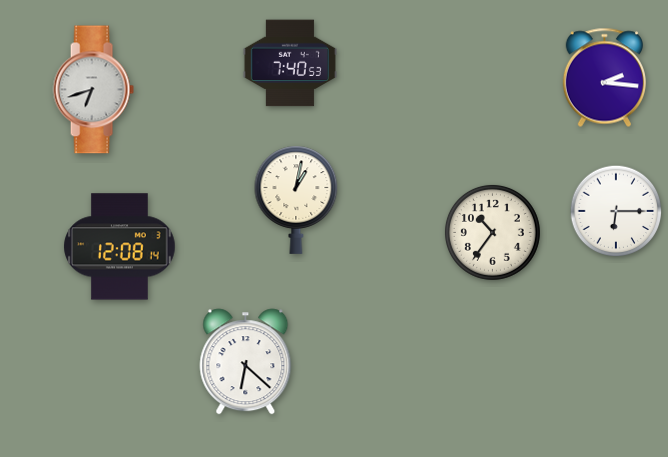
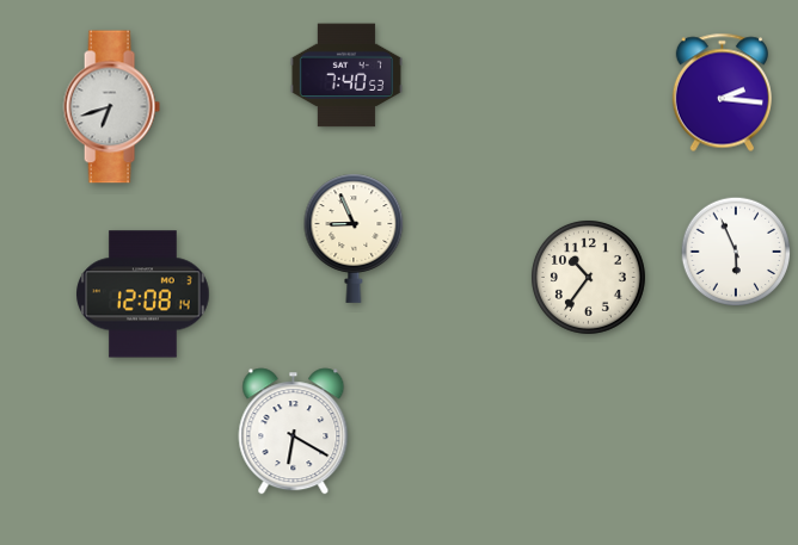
clock at (296, 200): 1:02 -> 8:56
clock at (616, 211): 6:15 -> 5:56
clock at (246, 362): 6:22 -> 6:20
